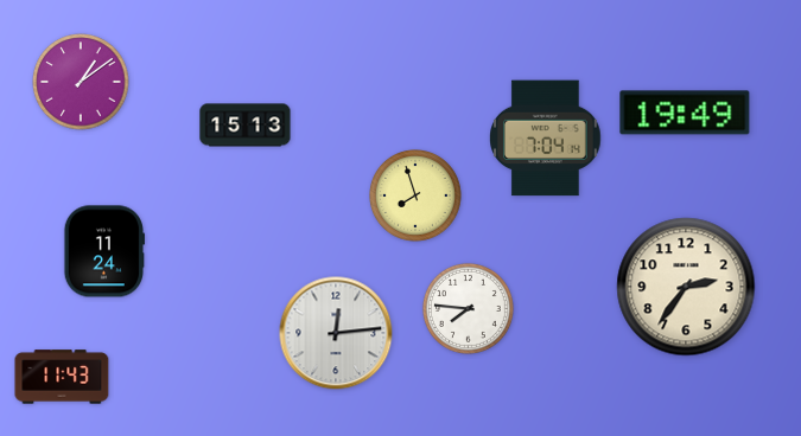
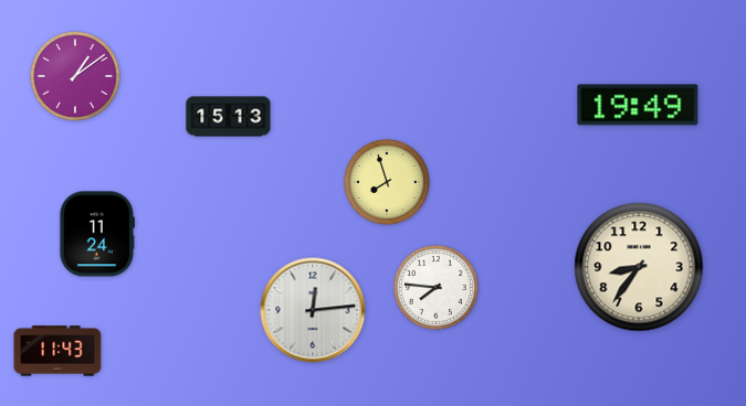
clock at (546, 139): 7:04 -> none
clock at (686, 287): 2:36 -> 8:36
